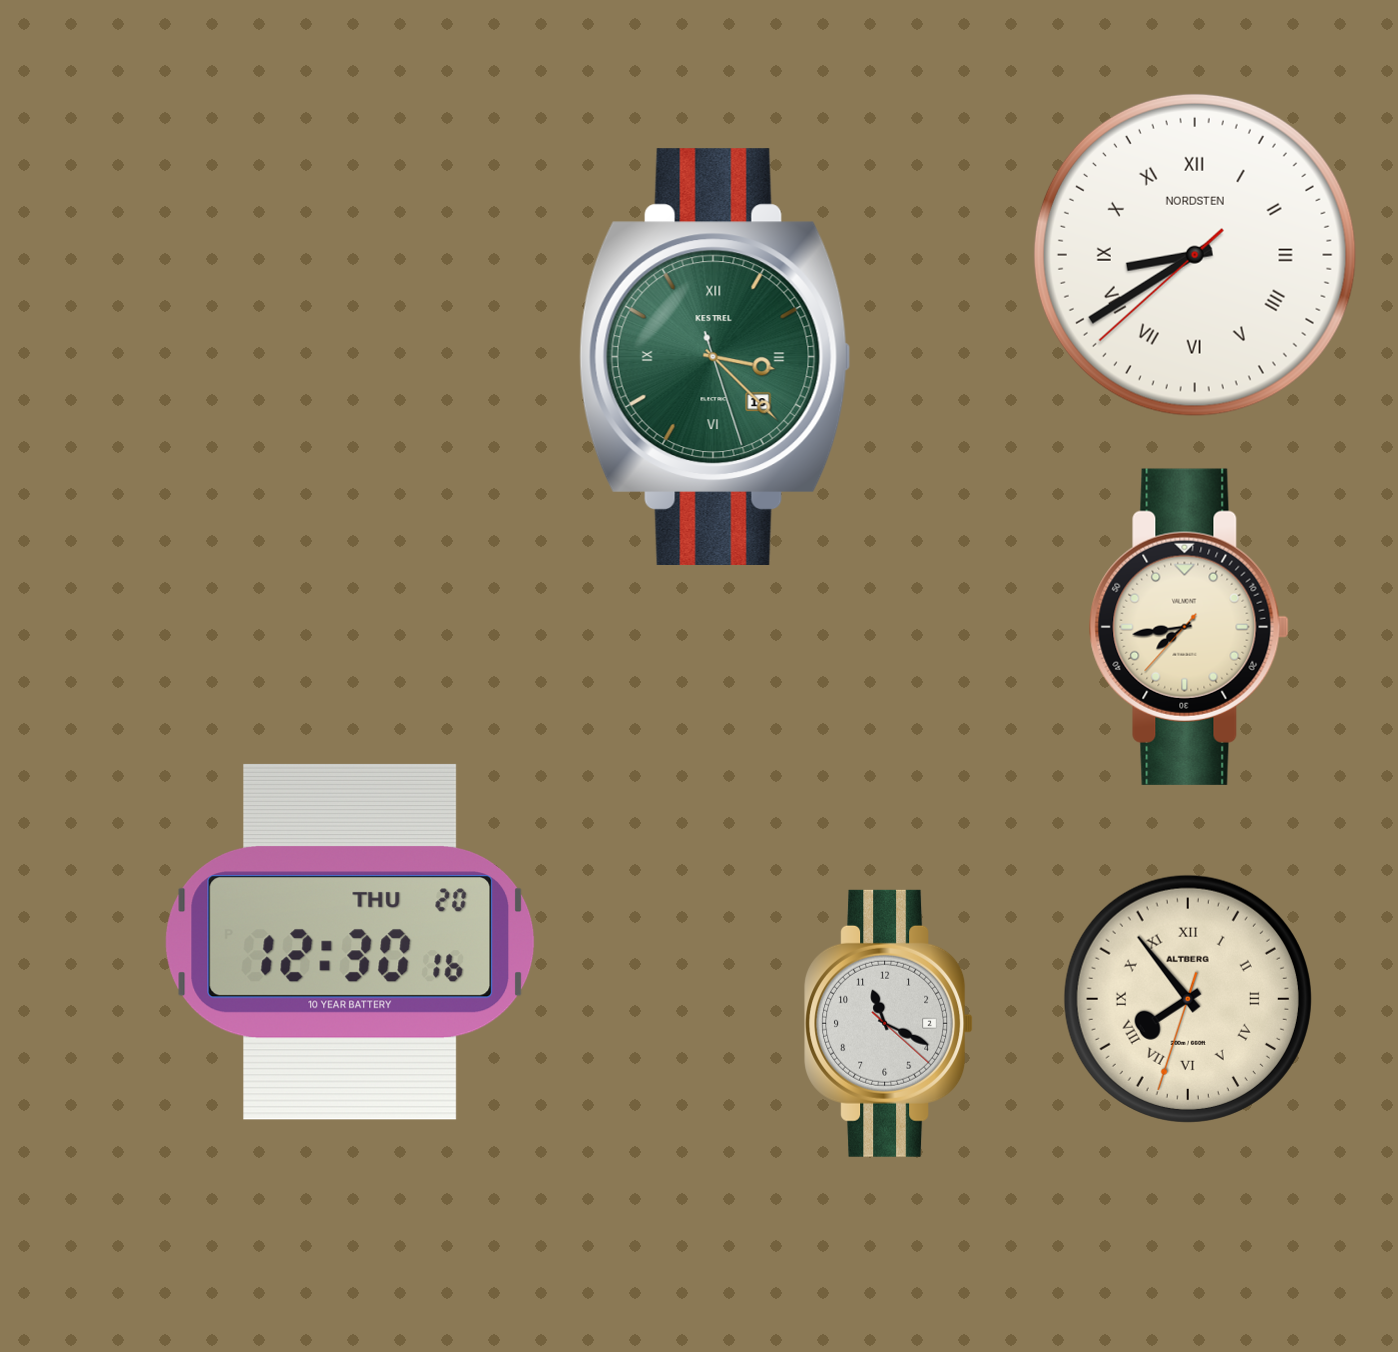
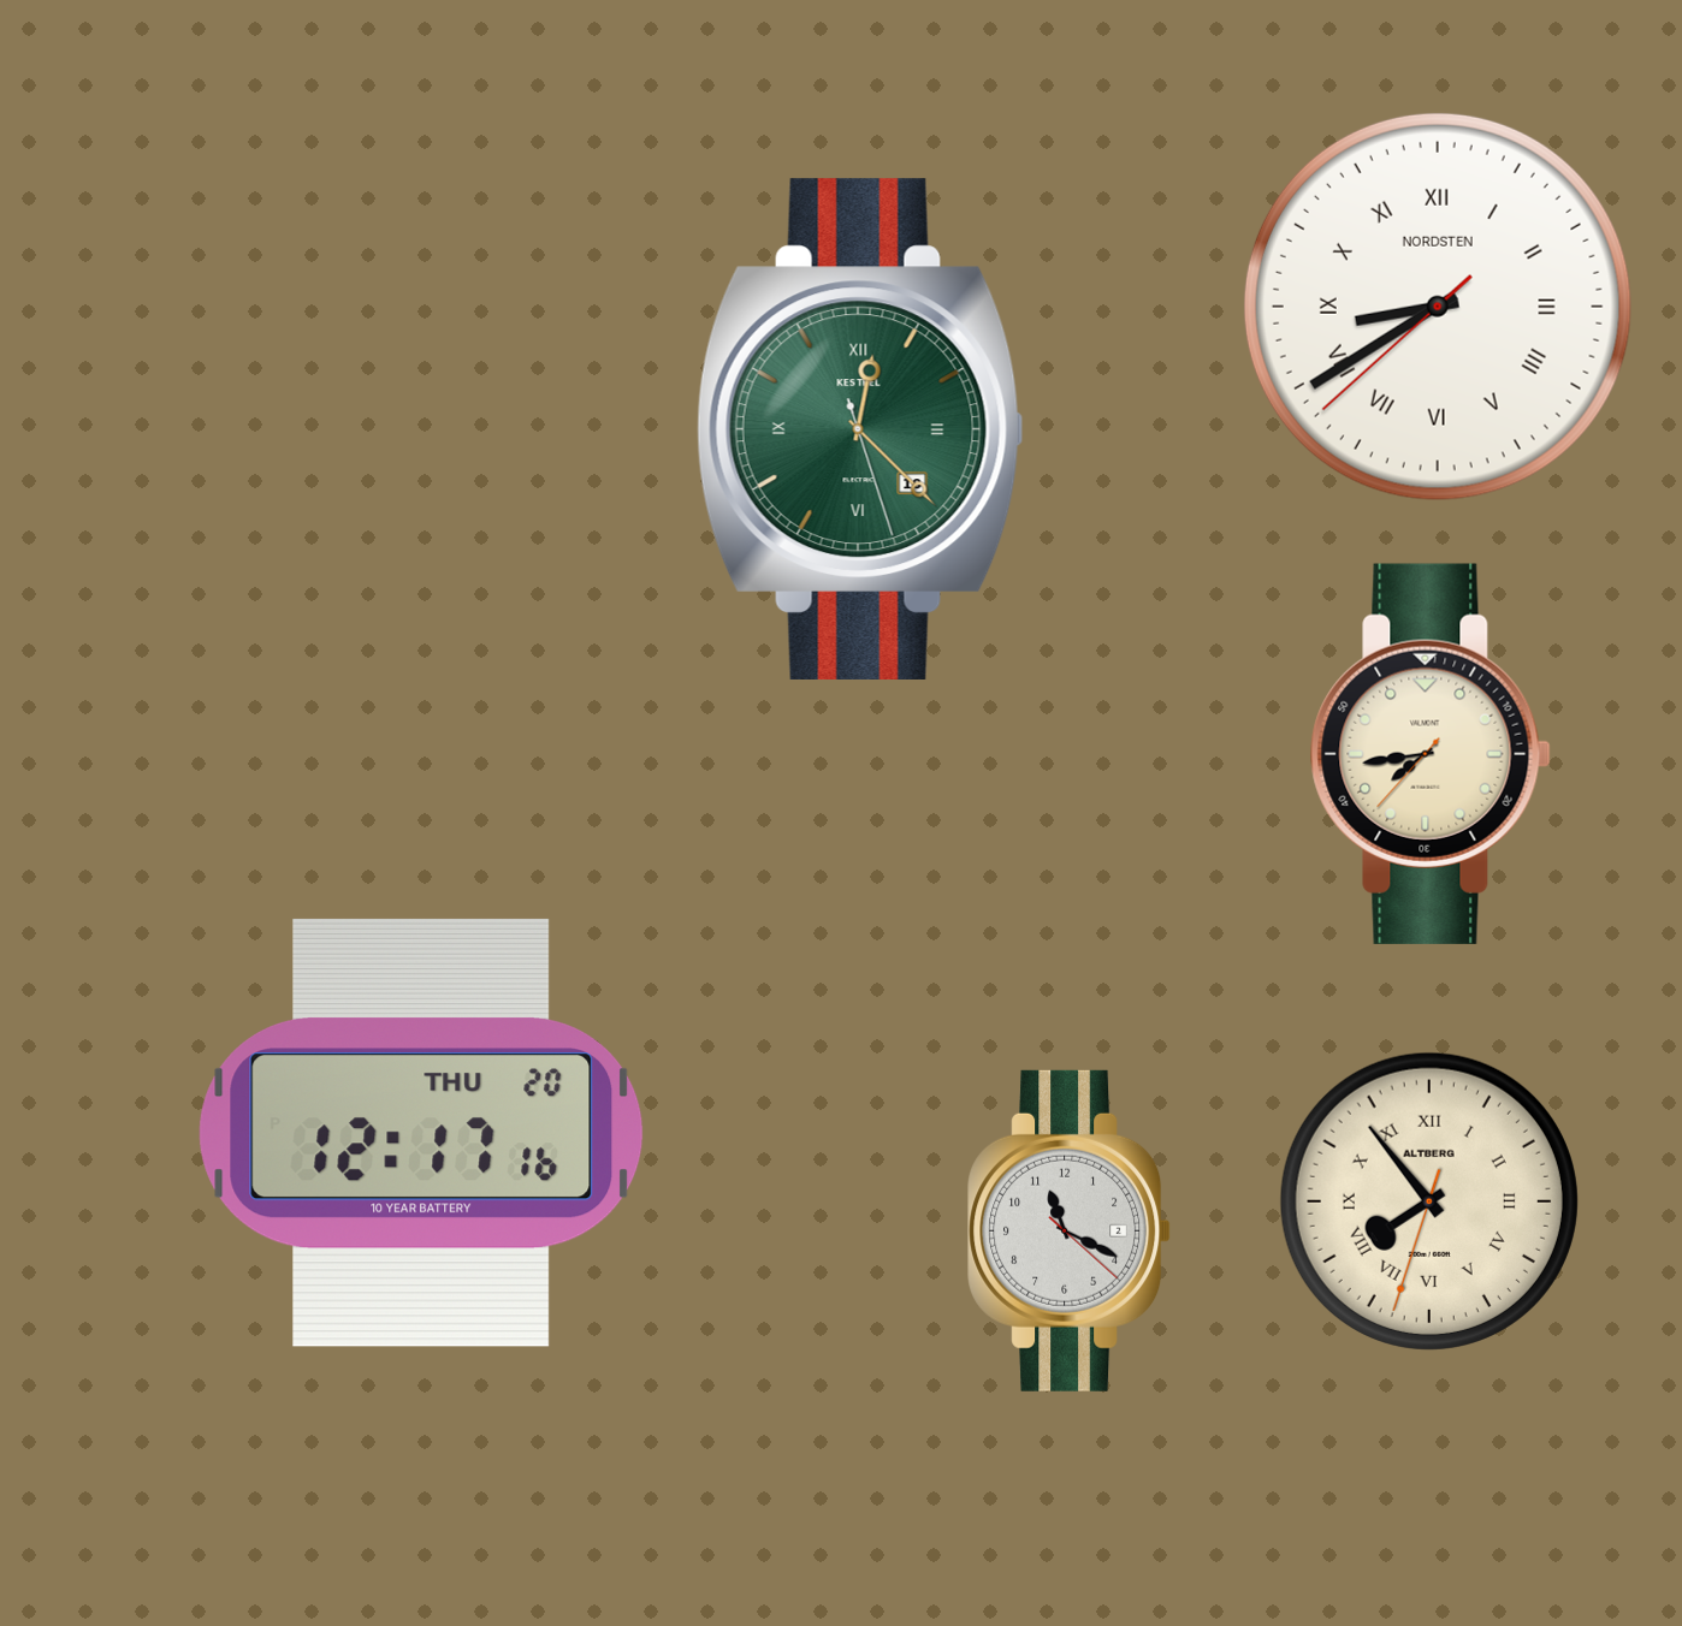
clock at (715, 356): 3:22 -> 12:22
clock at (350, 942): 12:30 -> 12:17
